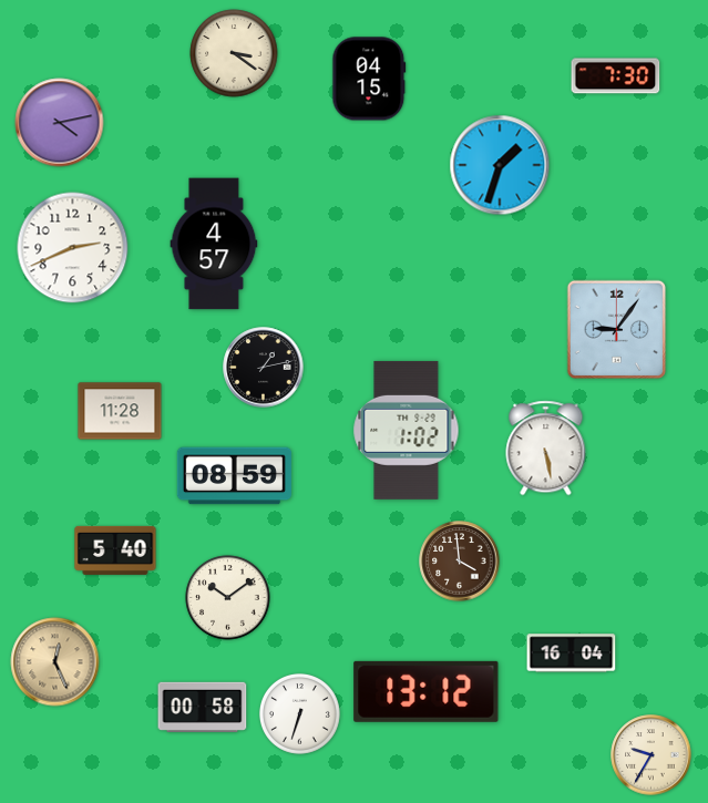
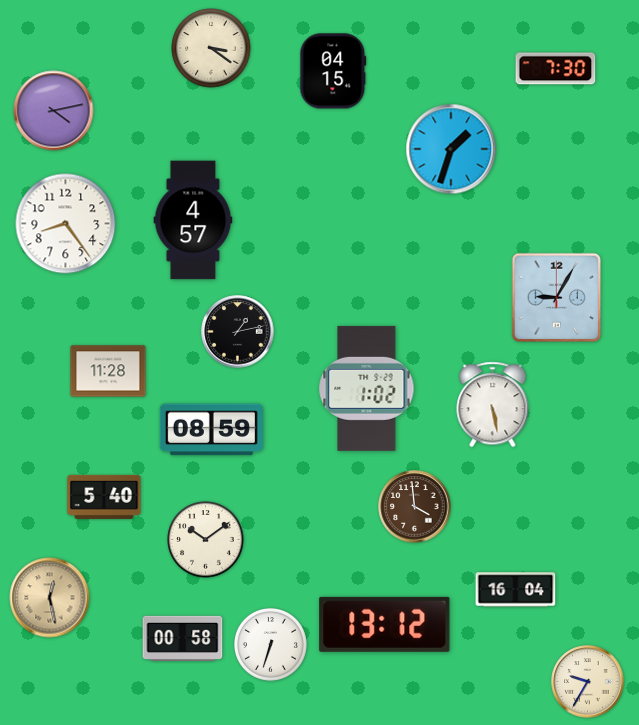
clock at (73, 248): 2:41 -> 8:24
clock at (617, 330): 9:06 -> 9:05
clock at (55, 662): 12:26 -> 12:28
